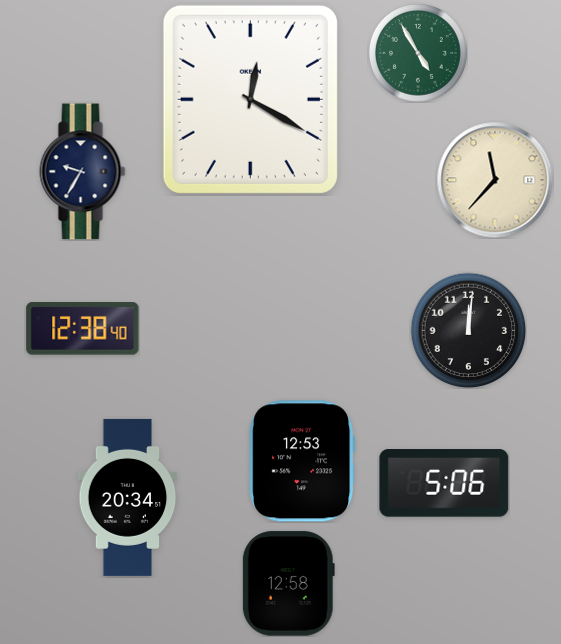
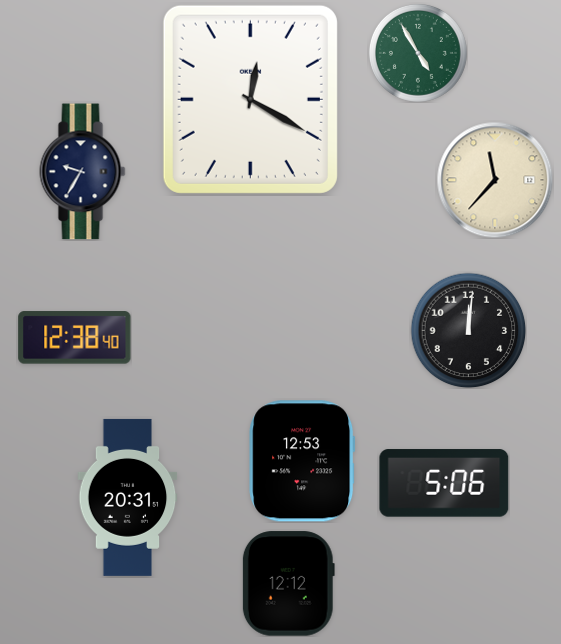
clock at (83, 329) position: (83, 329) -> (75, 338)
clock at (128, 497): 20:34 -> 20:31
clock at (288, 584): 12:58 -> 12:12
